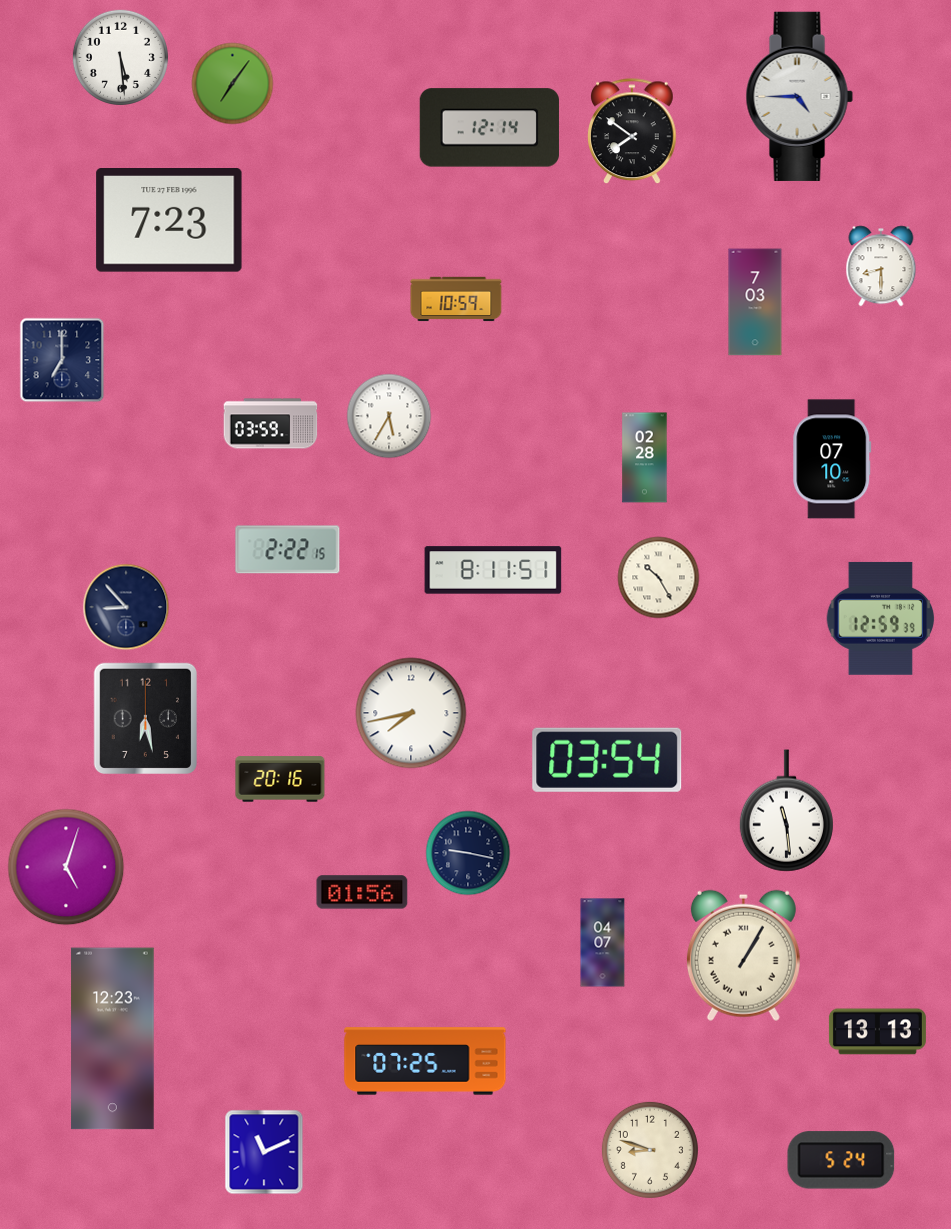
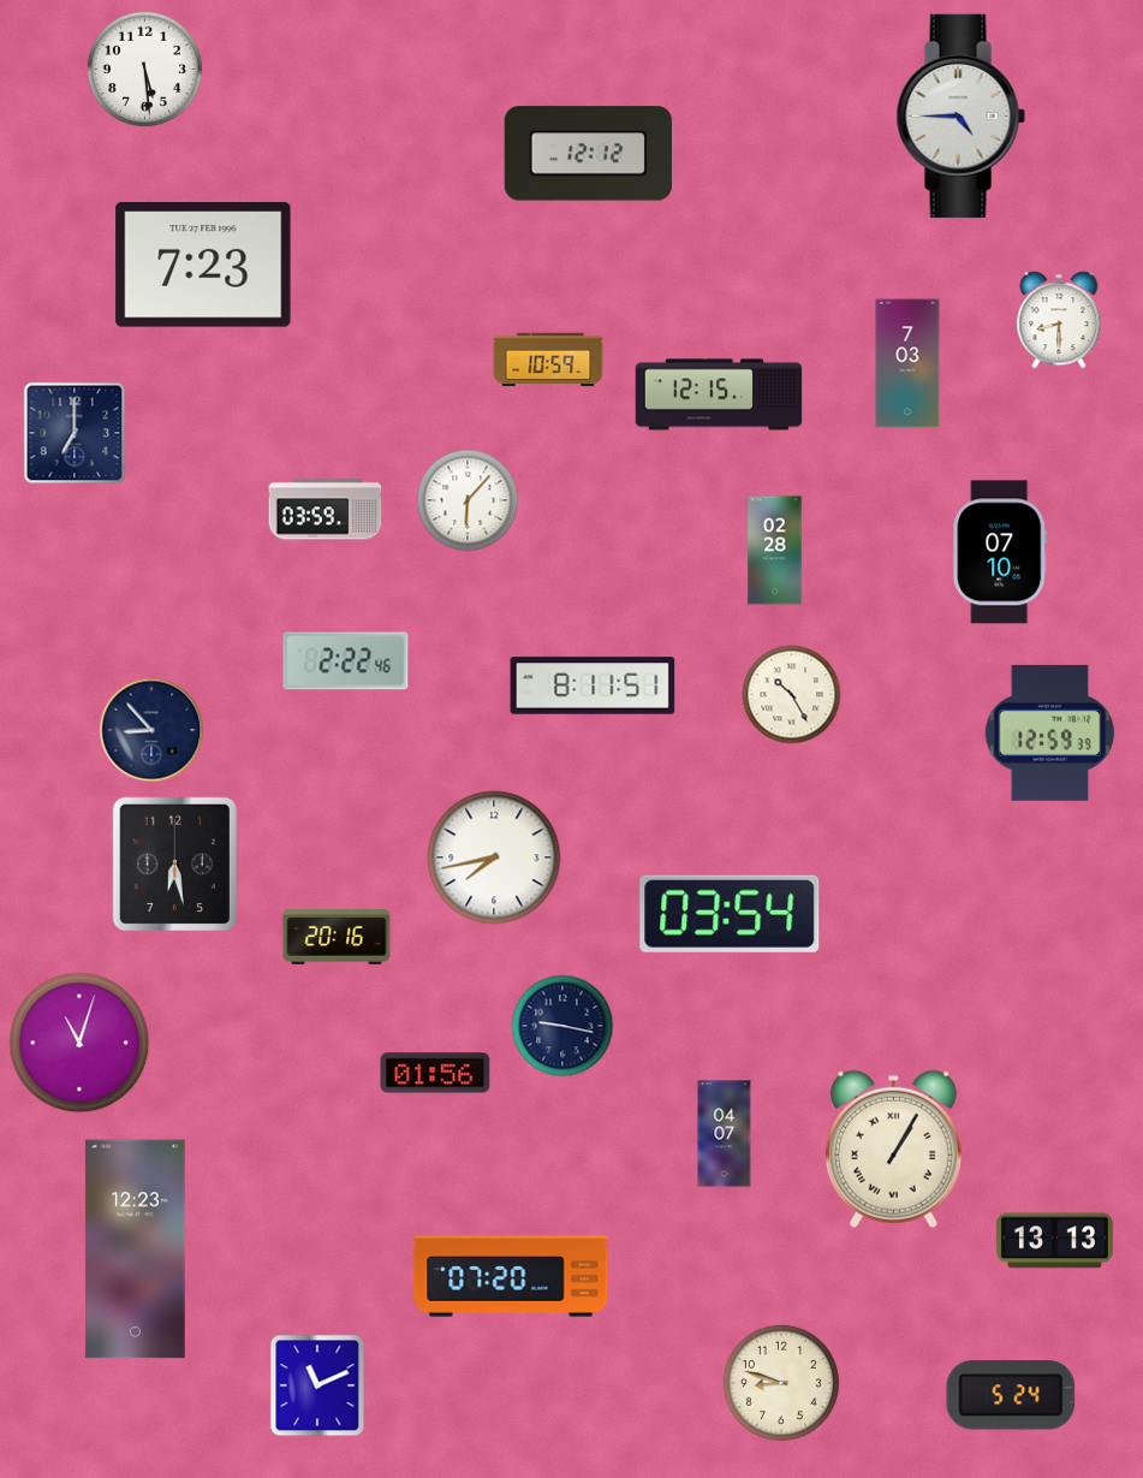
clock at (233, 84): 7:06 -> none
clock at (489, 128): 12:14 -> 12:12
clock at (633, 132): 7:51 -> none
clock at (719, 394): none -> 12:15
clock at (389, 416): 5:35 -> 6:07
clock at (288, 550): 2:22:15 -> 2:22:46
clock at (881, 618) position: (881, 618) -> (1050, 732)
clock at (786, 811): 11:29 -> none
clock at (66, 867): 5:03 -> 11:03
clock at (425, 1061): 07:25 -> 07:20
